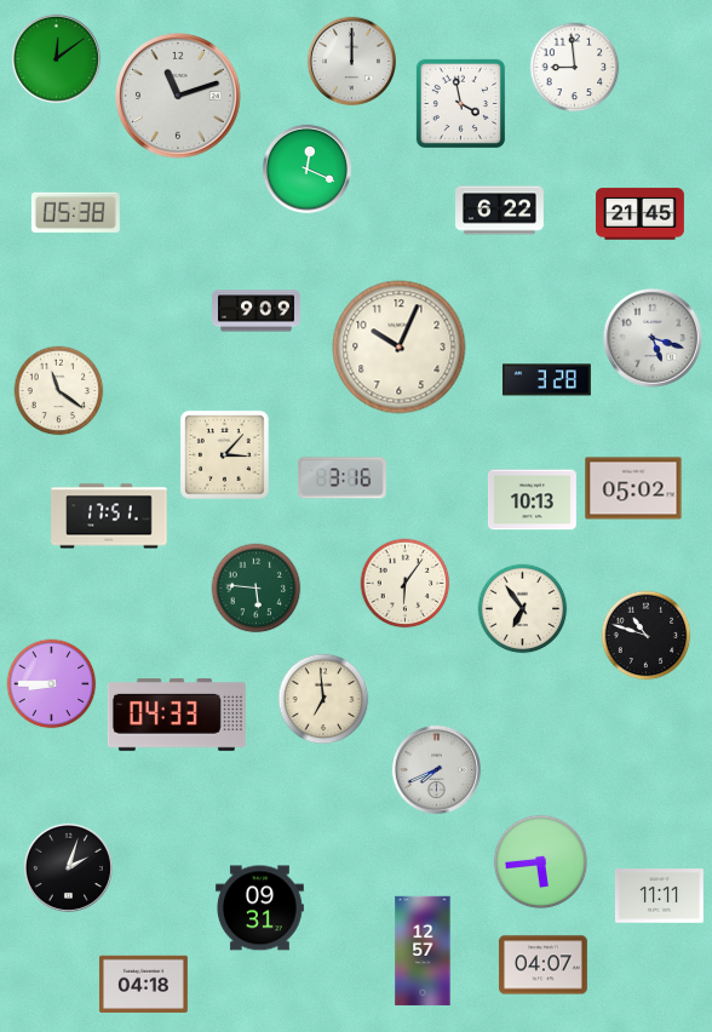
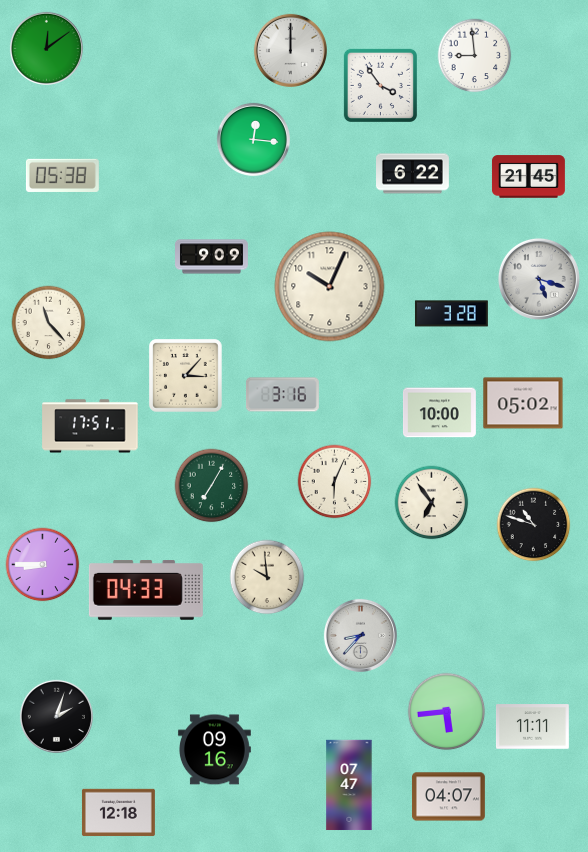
clock at (178, 96): 11:12 -> none
clock at (460, 103): 3:58 -> 3:54
clock at (306, 168): 12:19 -> 12:16
clock at (59, 391): 11:21 -> 11:23
clock at (532, 500): 10:13 -> 10:00
clock at (406, 584): 6:06 -> 6:04
clock at (257, 589): 5:46 -> 7:05
clock at (323, 699): 6:59 -> 9:59
clock at (436, 769): 7:41 -> 8:37
clock at (659, 896) position: (659, 896) -> (532, 727)
clock at (259, 908): 09:31 -> 09:16
clock at (423, 951): 12:57 -> 07:47
clock at (143, 985): 04:18 -> 12:18
